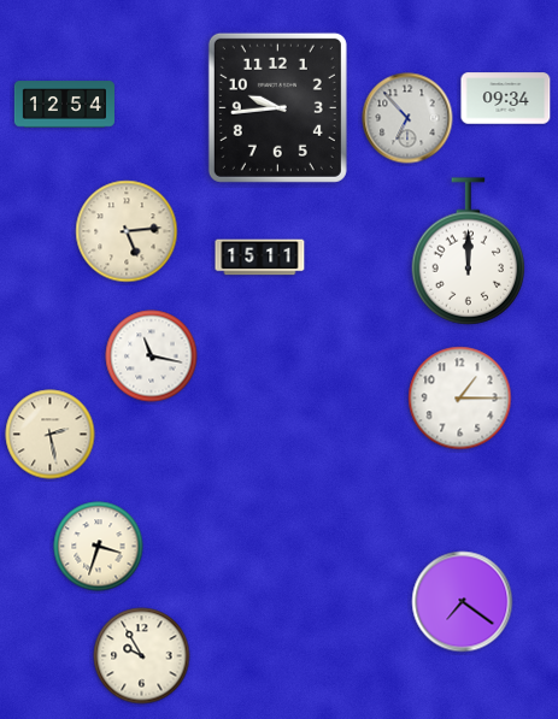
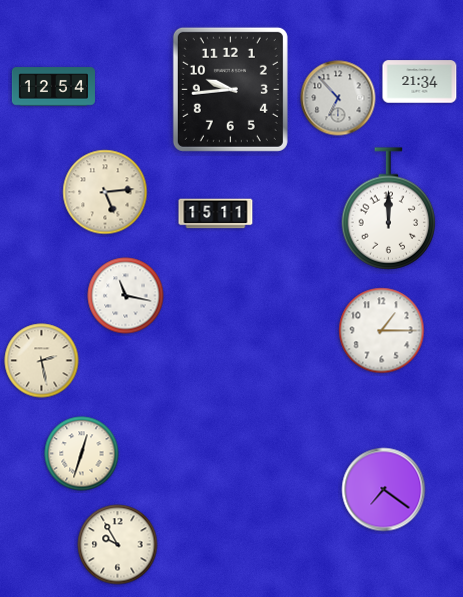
clock at (506, 99): 09:34 -> 21:34
clock at (99, 547): 3:33 -> 12:33
clock at (463, 602) position: (463, 602) -> (384, 490)
